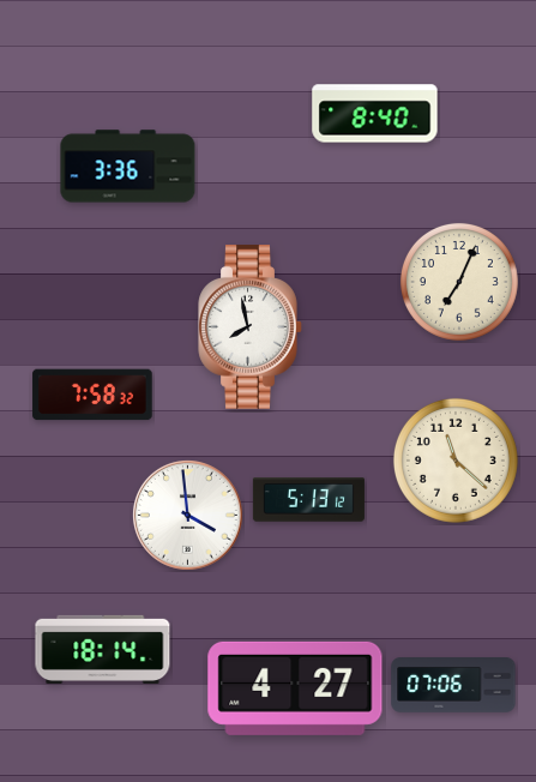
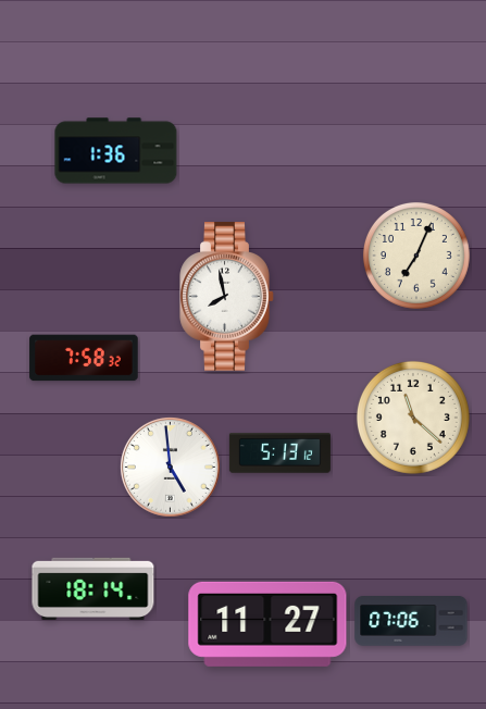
clock at (375, 114): 8:40 -> none
clock at (128, 167): 3:36 -> 1:36
clock at (187, 515): 3:59 -> 4:59
clock at (295, 688): 4:27 -> 11:27
